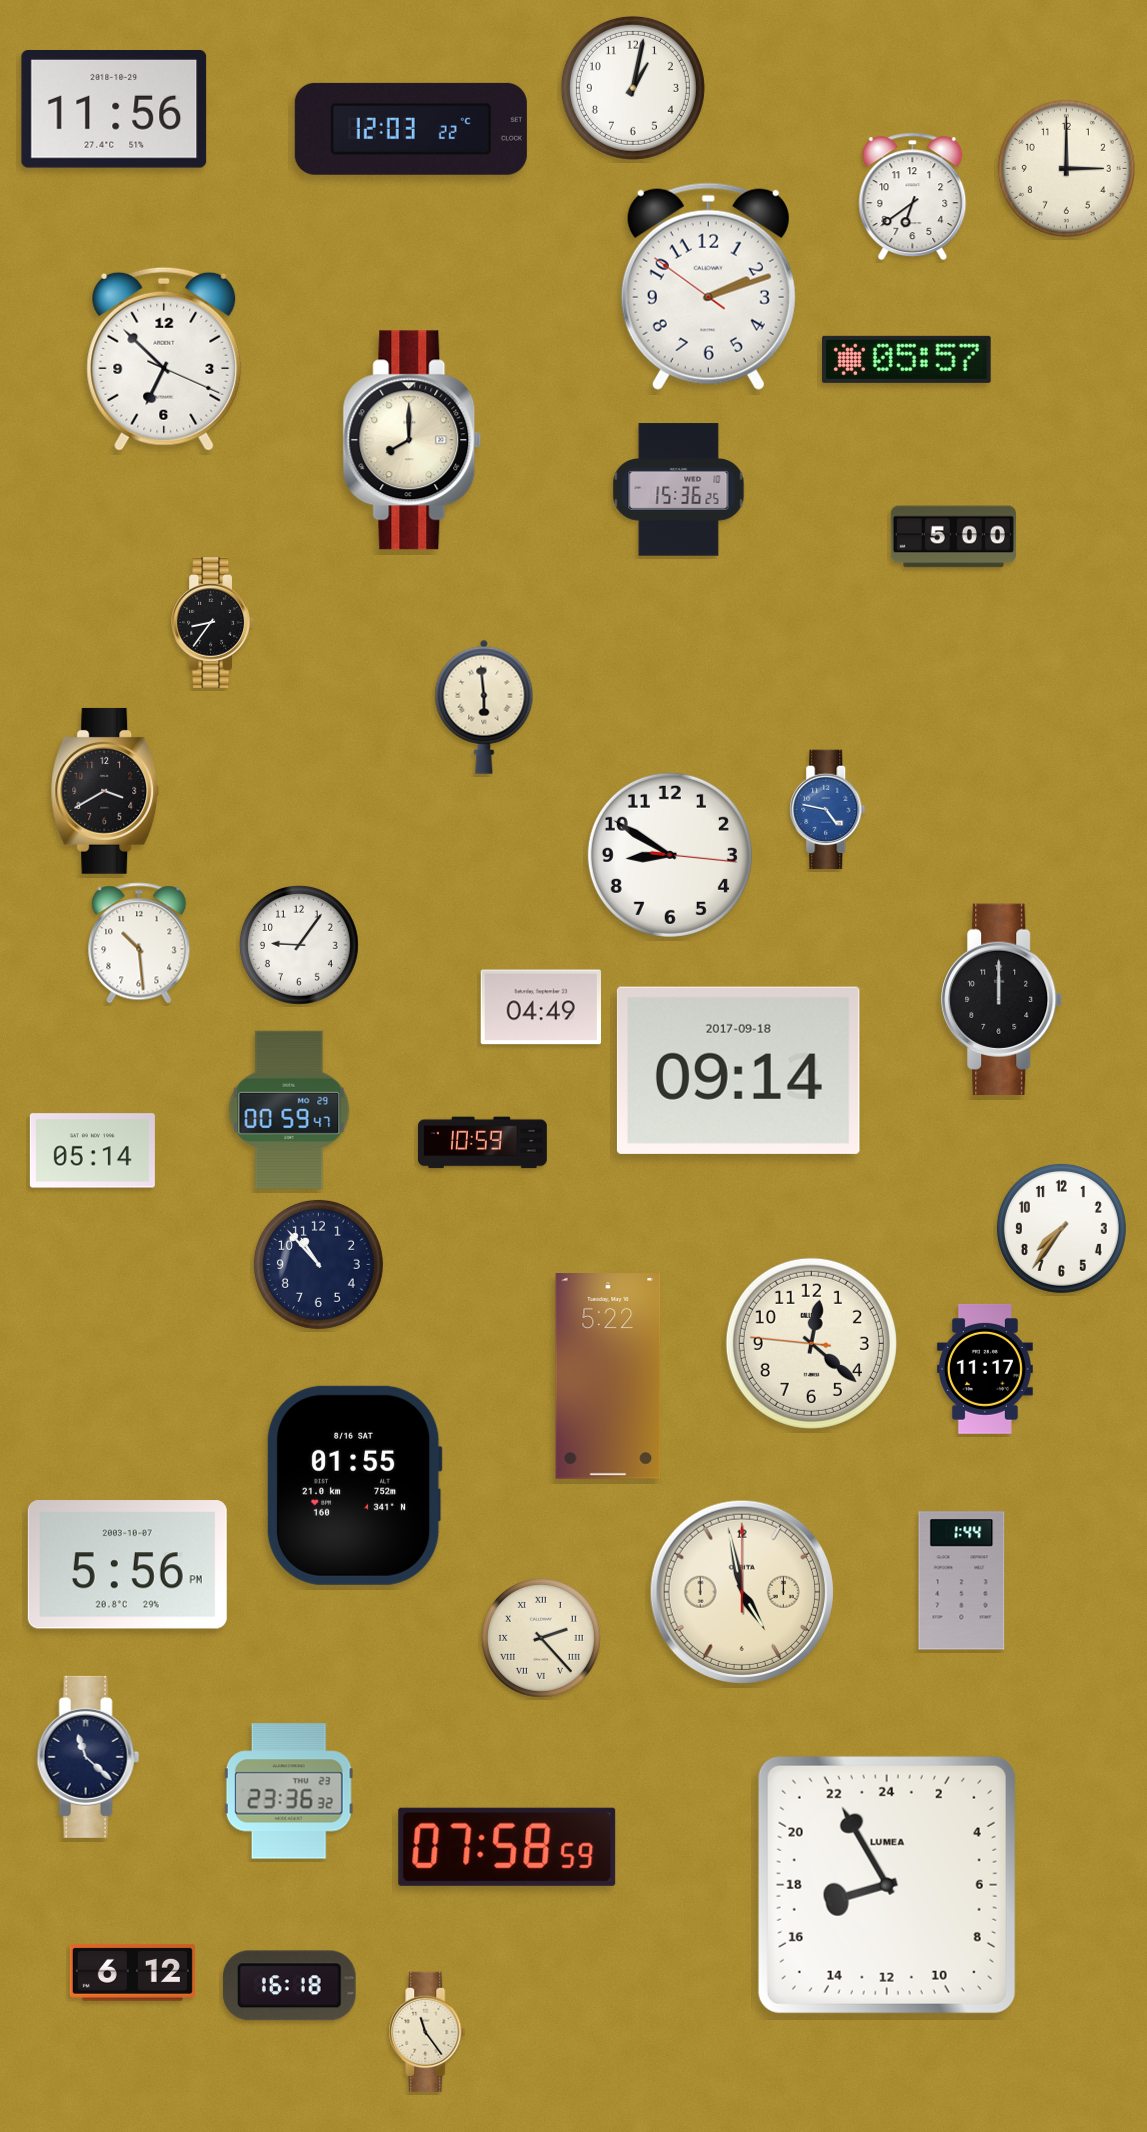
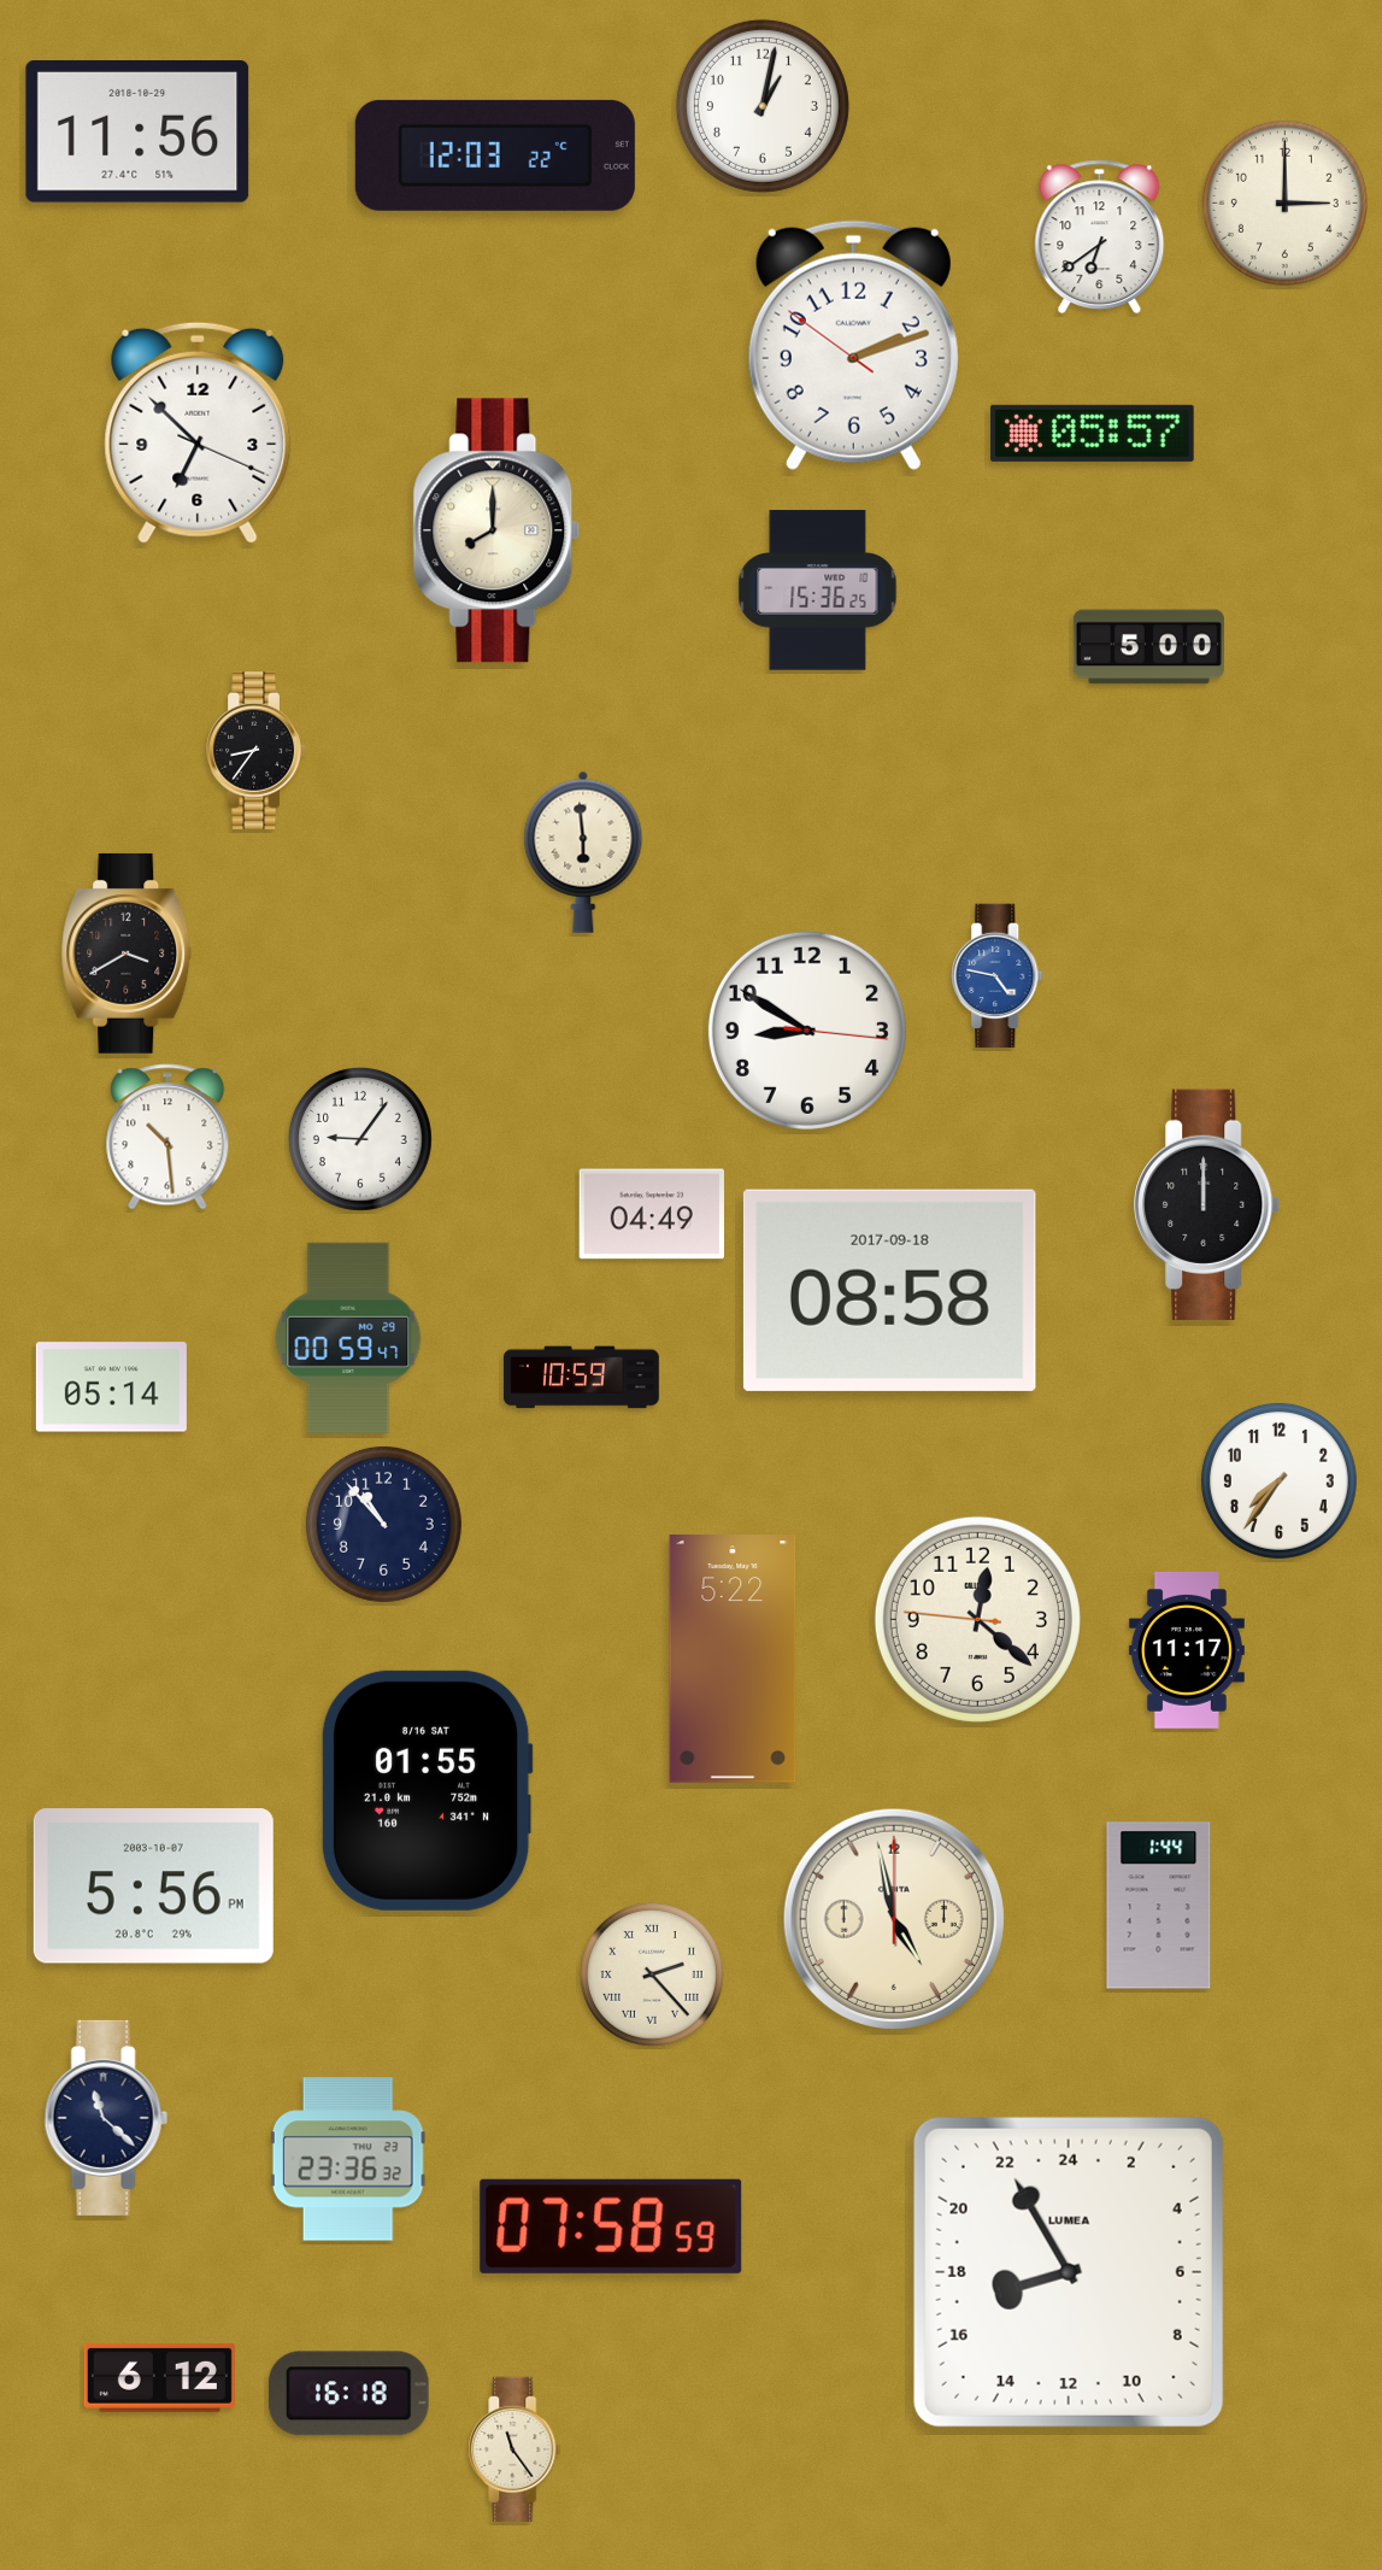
clock at (738, 1070): 09:14 -> 08:58
